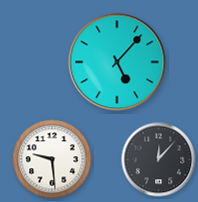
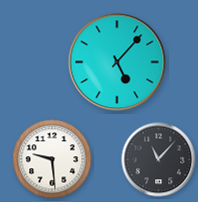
clock at (159, 160): 12:07 -> 11:07
